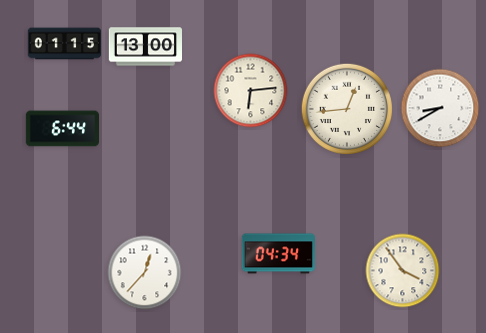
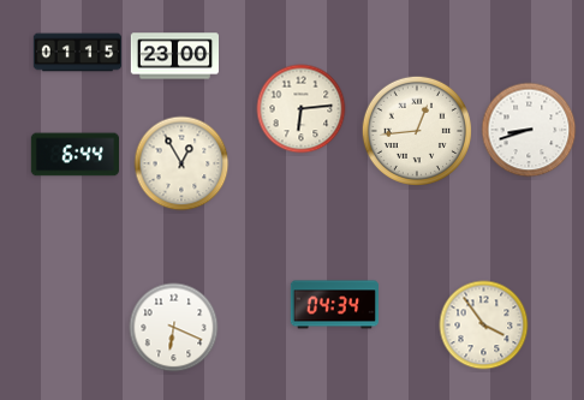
clock at (145, 47): 13:00 -> 23:00
clock at (440, 108): 8:40 -> 8:42
clock at (181, 163): none -> 12:55
clock at (145, 273): 12:37 -> 6:19
